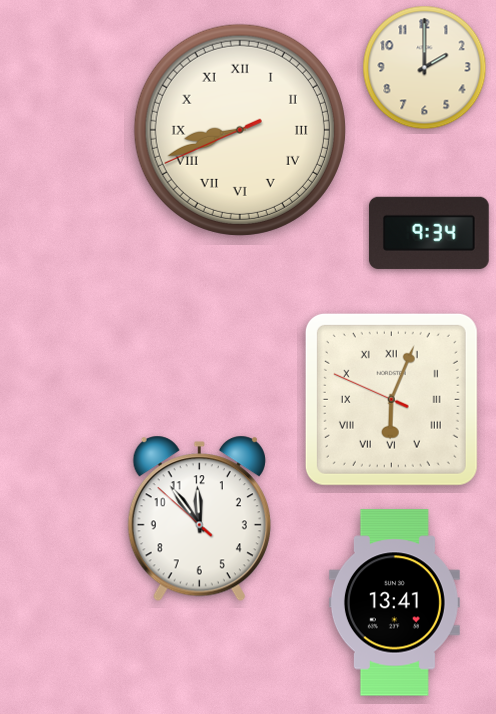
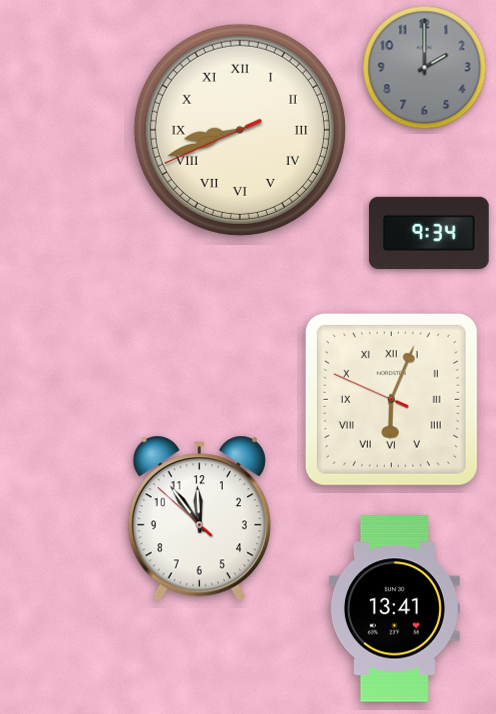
clock at (425, 68) dial: cream -> grey
clock at (394, 603) position: (394, 603) -> (394, 609)
